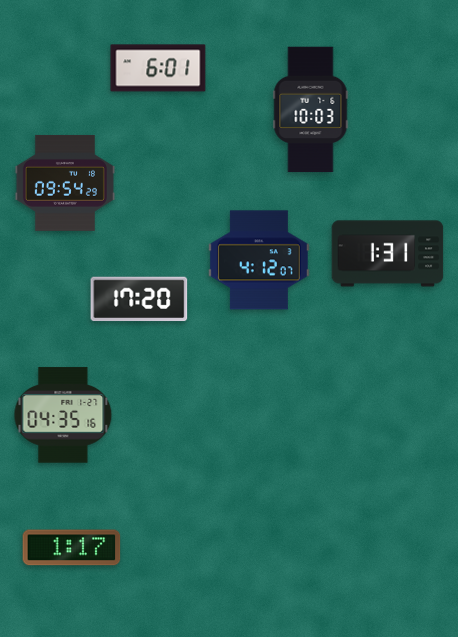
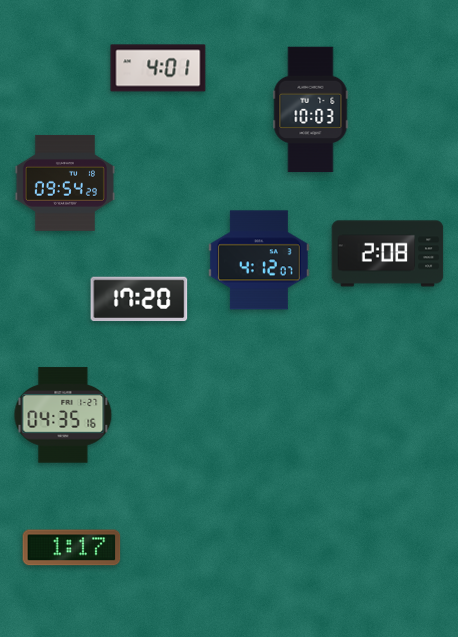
clock at (158, 68): 6:01 -> 4:01
clock at (388, 254): 1:31 -> 2:08
